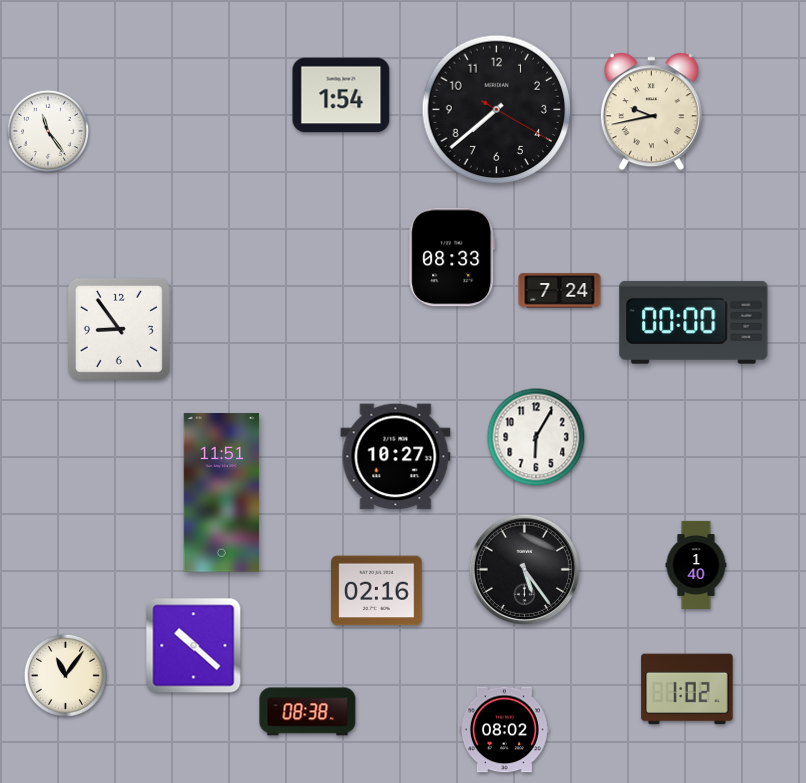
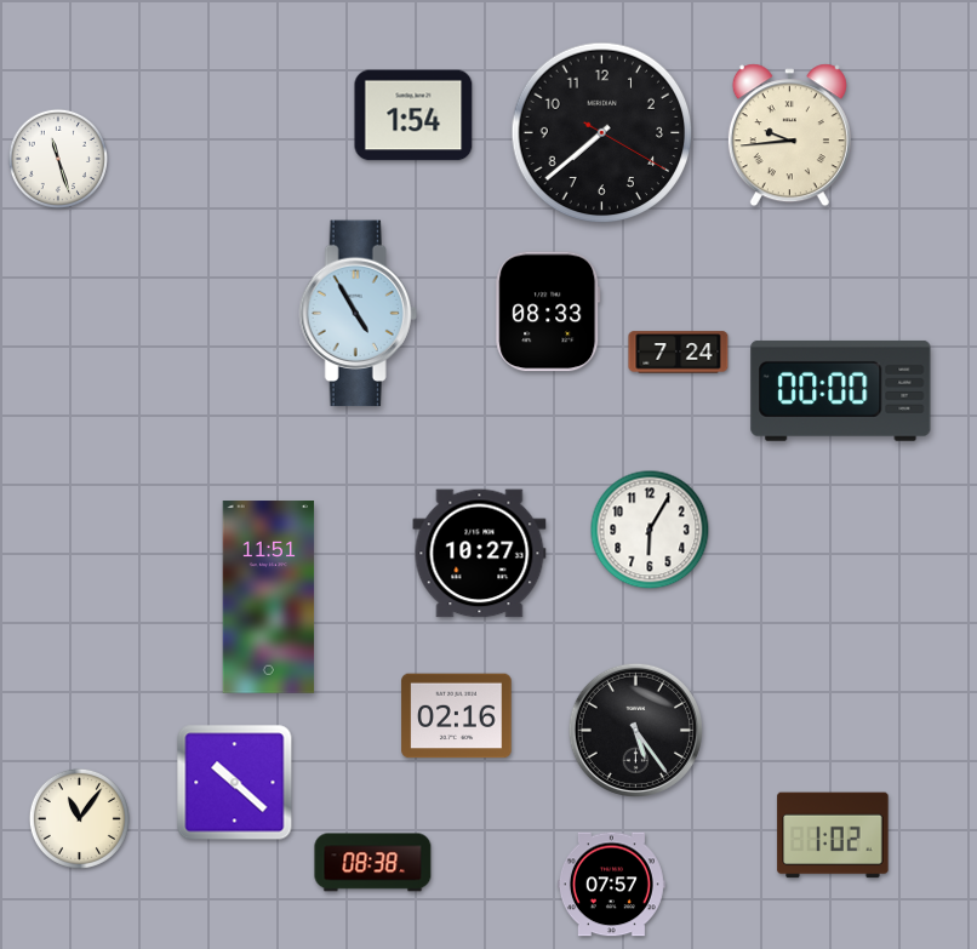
clock at (651, 112): 9:43 -> 9:44
clock at (48, 131): 11:24 -> 11:27
clock at (358, 314): none -> 4:55
clock at (119, 329): 8:54 -> none
clock at (696, 565): 1:40 -> none
clock at (524, 569) position: (524, 569) -> (635, 730)
clock at (504, 730): 08:02 -> 07:57
